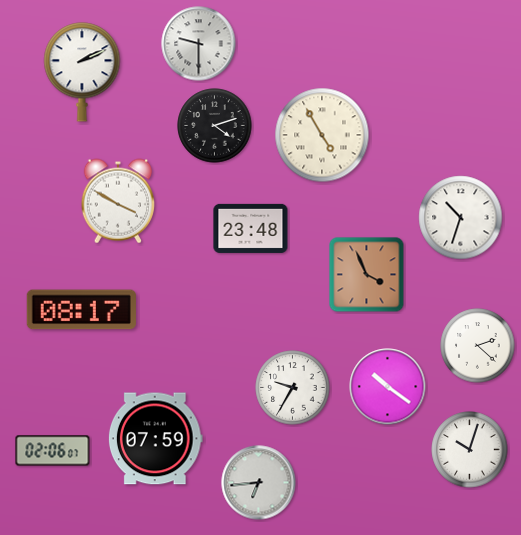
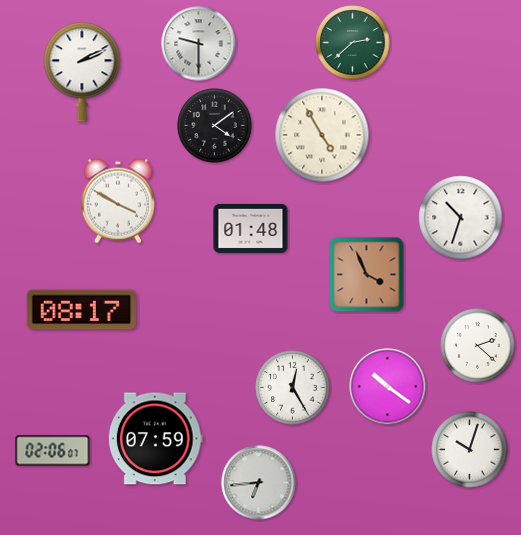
clock at (353, 43): none -> 2:38
clock at (215, 126): 4:12 -> 4:09
clock at (251, 228): 23:48 -> 01:48
clock at (293, 388): 9:35 -> 12:25
